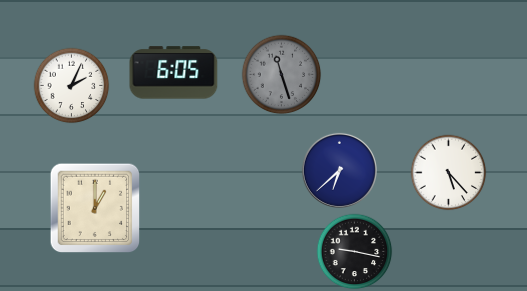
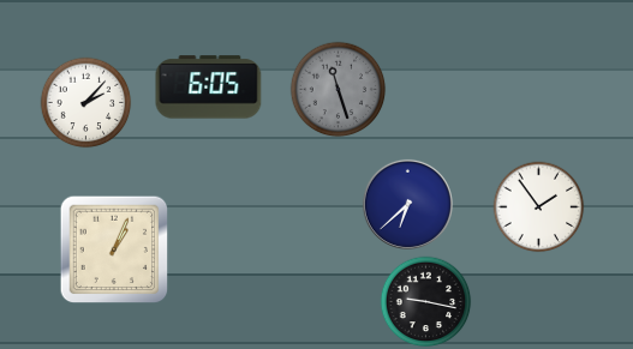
clock at (72, 86): 2:04 -> 2:07
clock at (449, 173): 5:23 -> 1:54
clock at (95, 208): 1:00 -> 1:04
